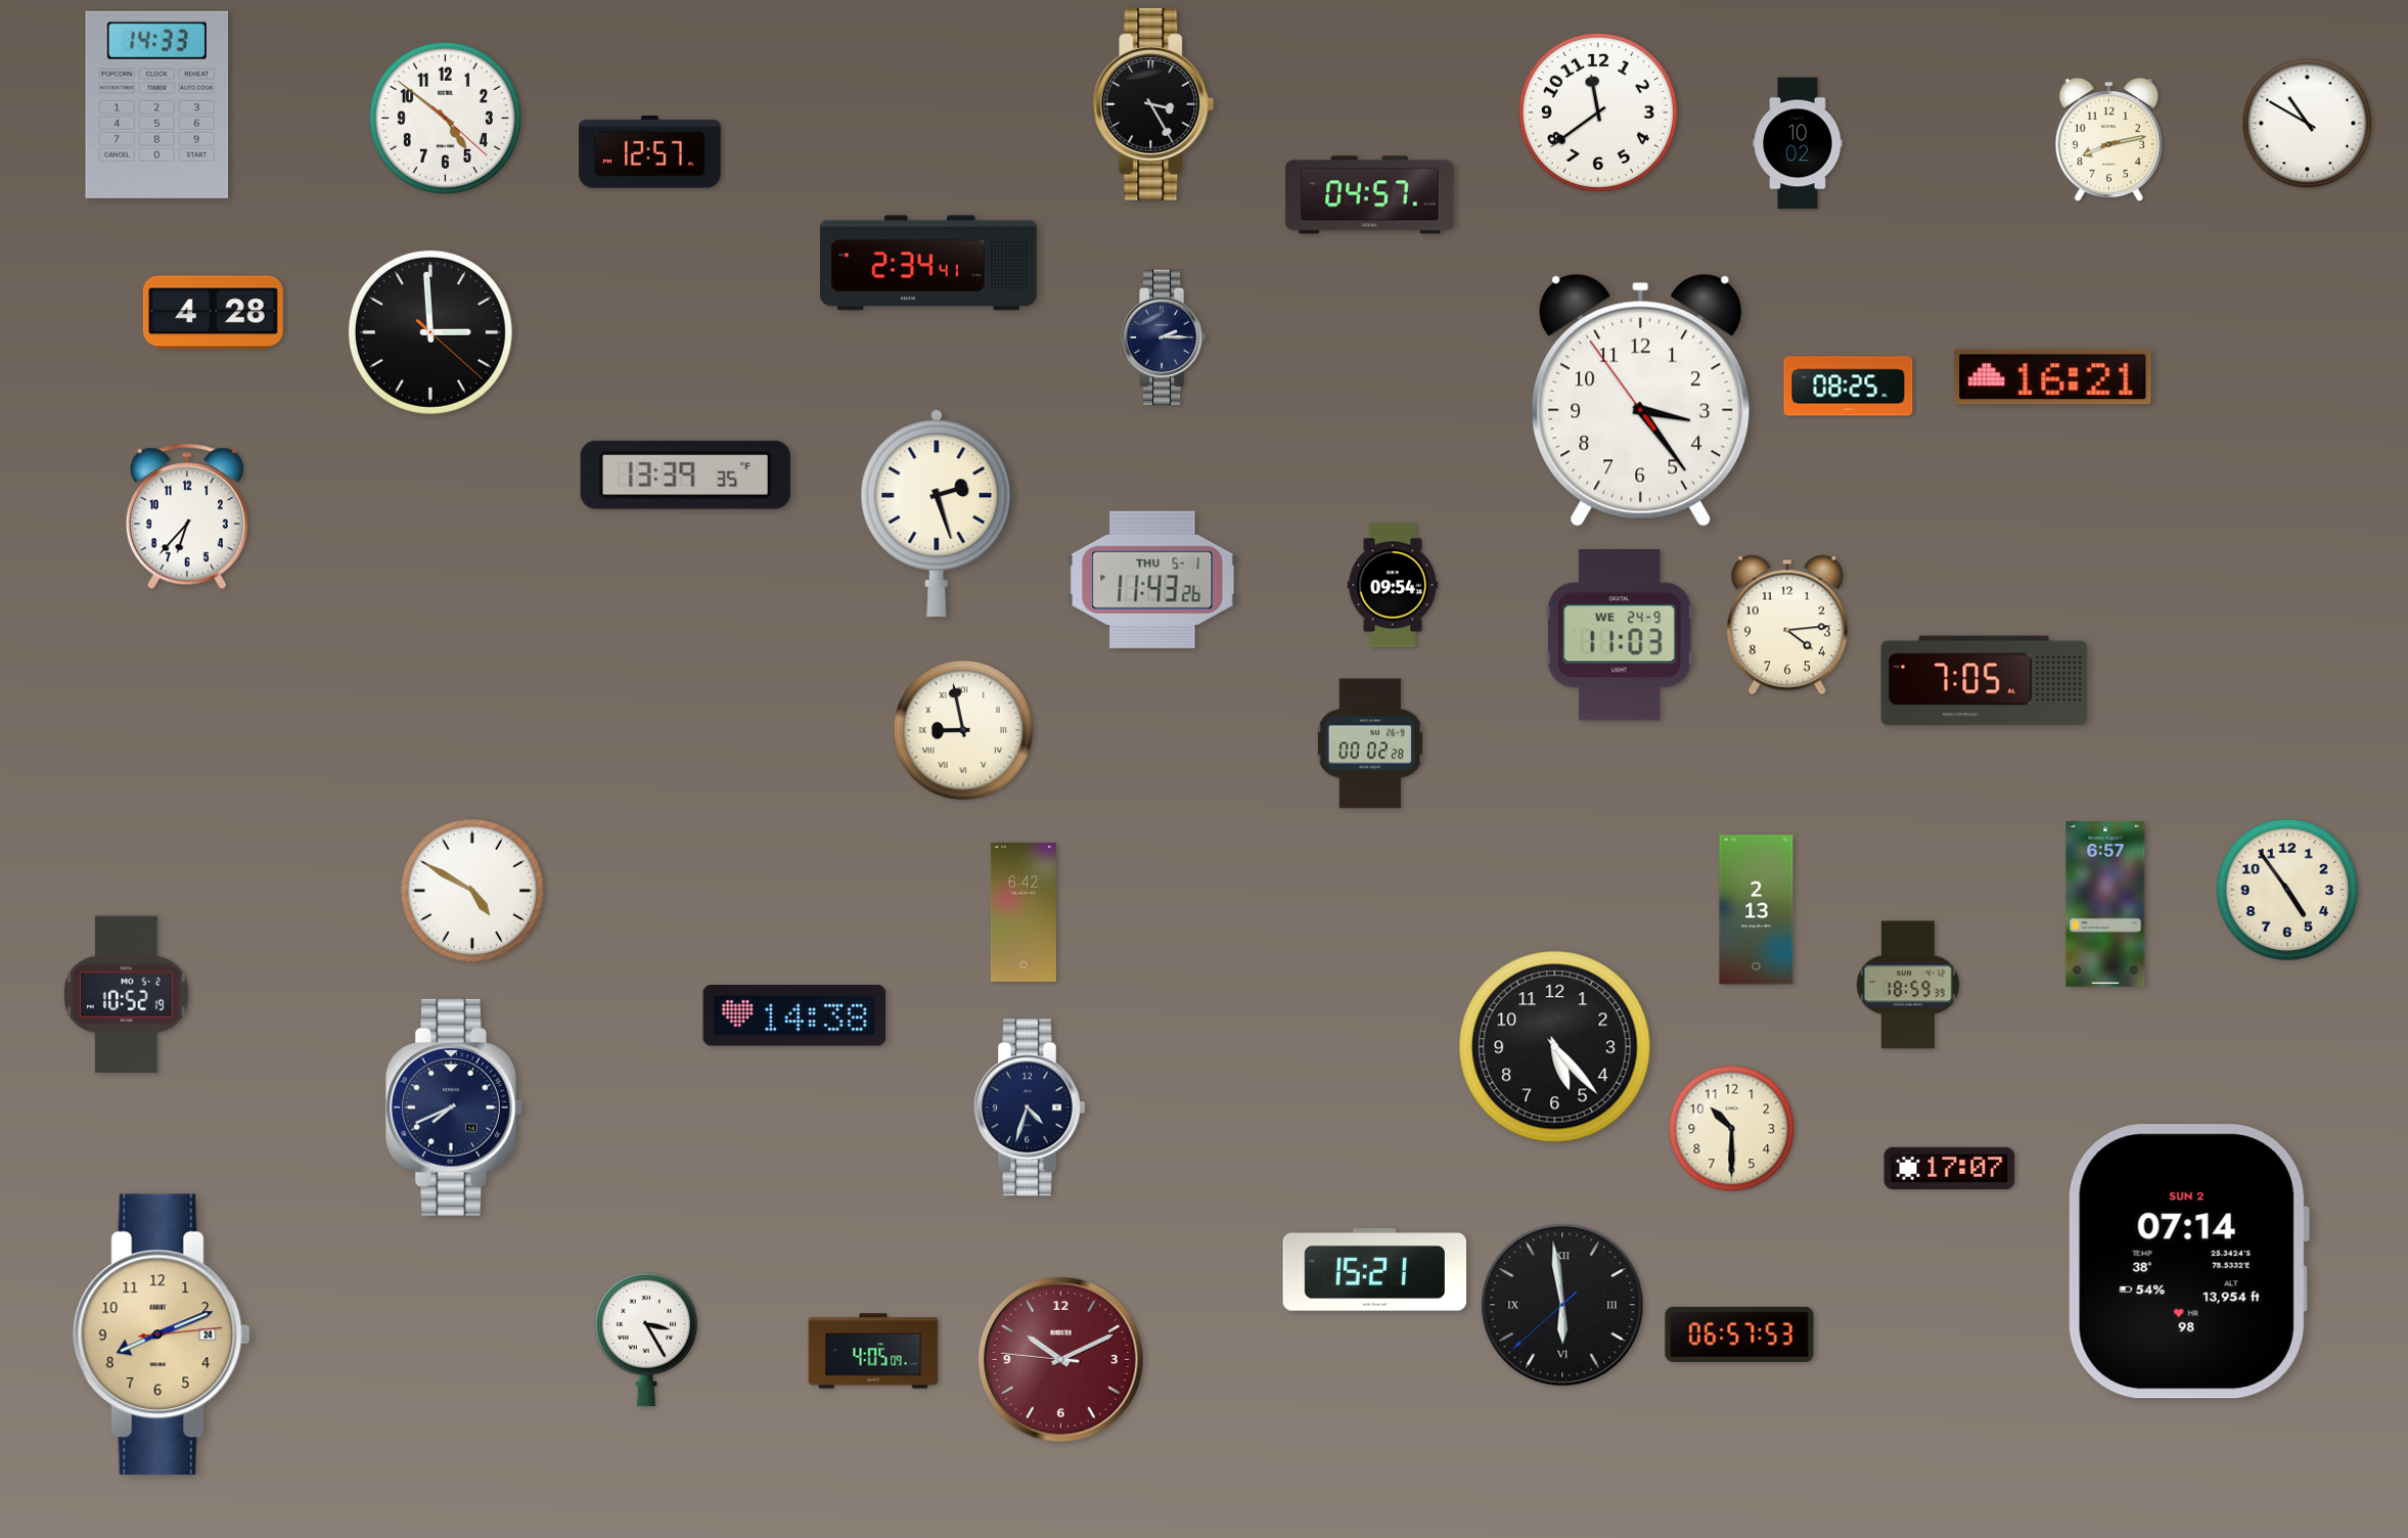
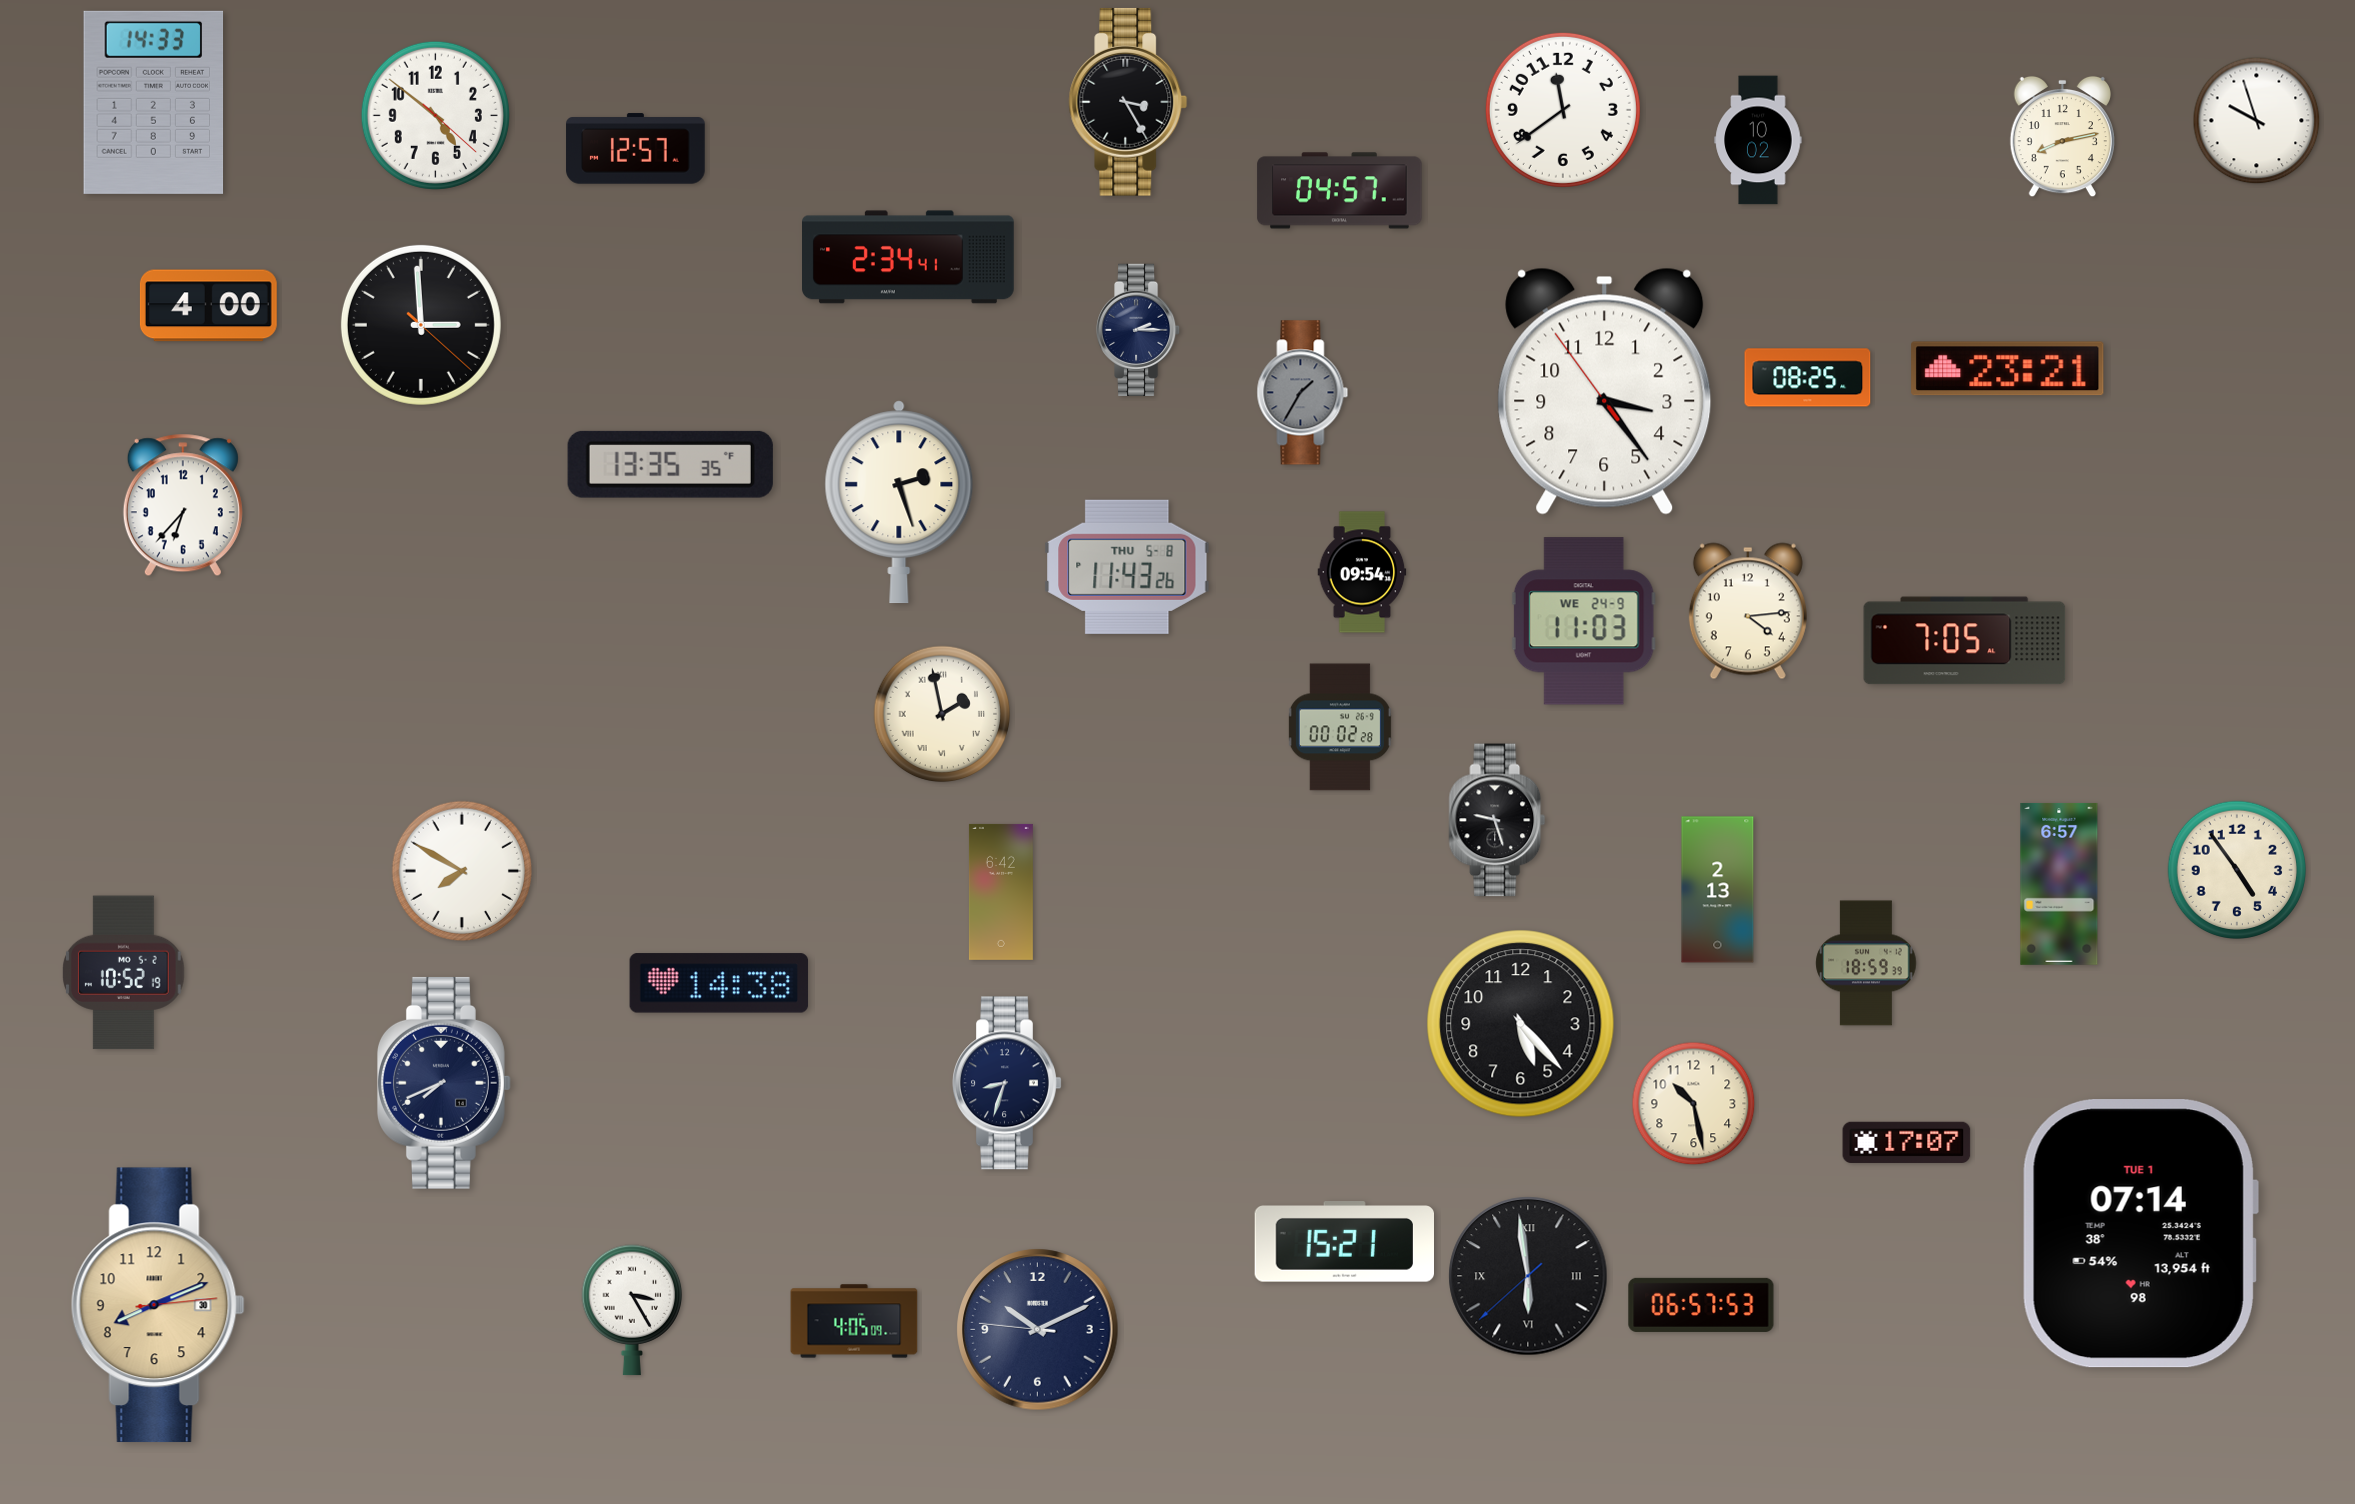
clock at (2308, 124): 10:50 -> 9:57
clock at (213, 313): 4:28 -> 4:00
clock at (2053, 377): 16:21 -> 23:21
clock at (1303, 393): none -> 1:35
clock at (685, 474): 13:39 -> 13:35
clock at (937, 513) position: (937, 513) -> (899, 502)
clock at (1152, 580) date: THU 5-1 -> THU 5-8
clock at (1985, 681) position: (1985, 681) -> (1965, 641)
clock at (963, 730): 8:58 -> 1:58
clock at (1497, 820): none -> 9:27
clock at (471, 890): 4:50 -> 7:50
clock at (794, 1015) position: (794, 1015) -> (719, 983)
clock at (1031, 1107): 4:33 -> 8:33
clock at (1732, 1129): 10:30 -> 10:28
clock at (2188, 1262) date: SUN 2 -> TUE 1
clock at (162, 1335) date: 24 -> 30
clock at (1061, 1360) dial: burgundy -> navy
